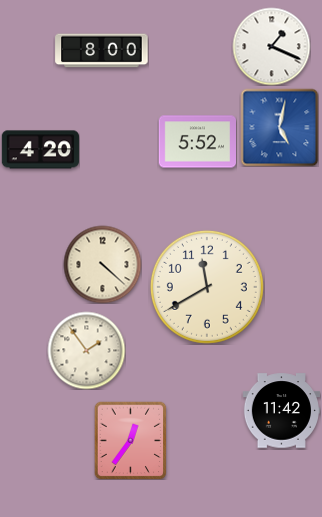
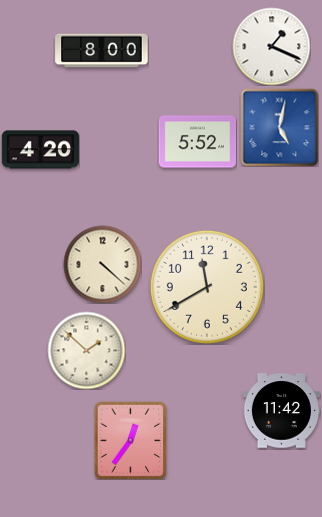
clock at (86, 350): 1:54 -> 1:52
